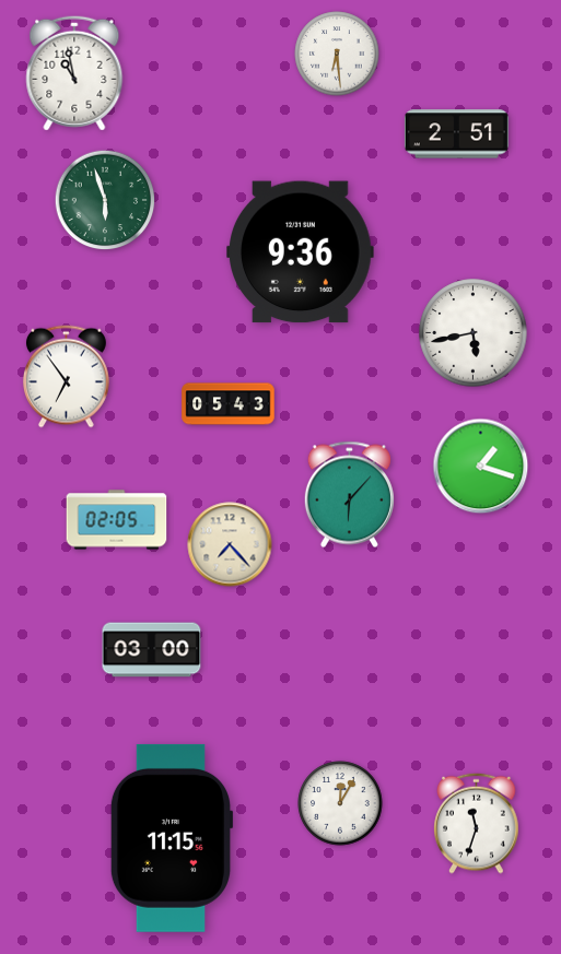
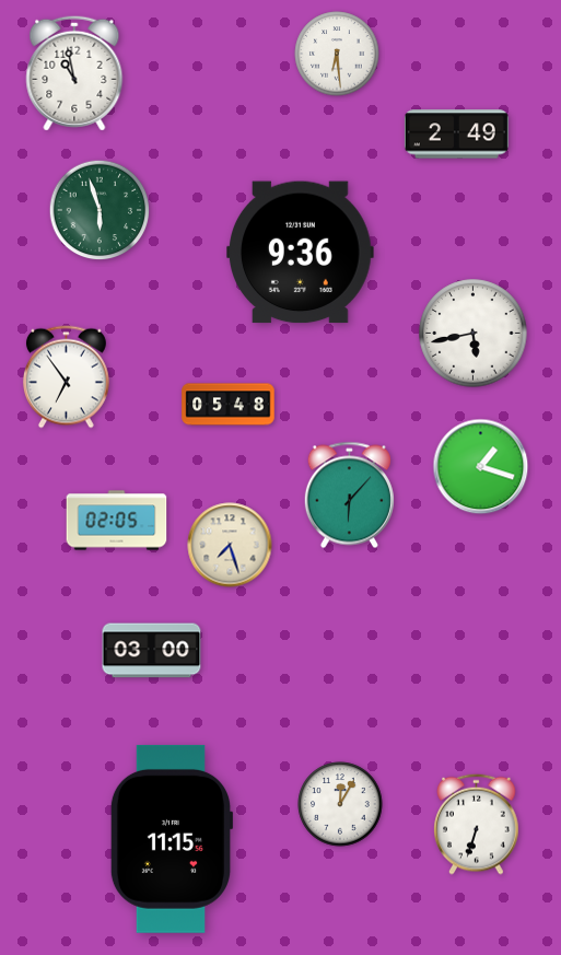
clock at (456, 134): 2:51 -> 2:49
clock at (105, 200) position: (105, 200) -> (100, 210)
clock at (229, 404): 05:43 -> 05:48
clock at (230, 544): 7:23 -> 7:27
clock at (477, 823): 11:33 -> 6:33
